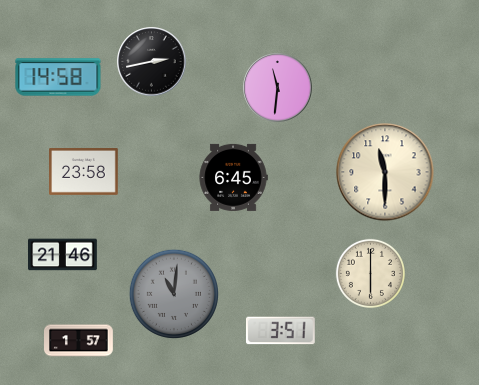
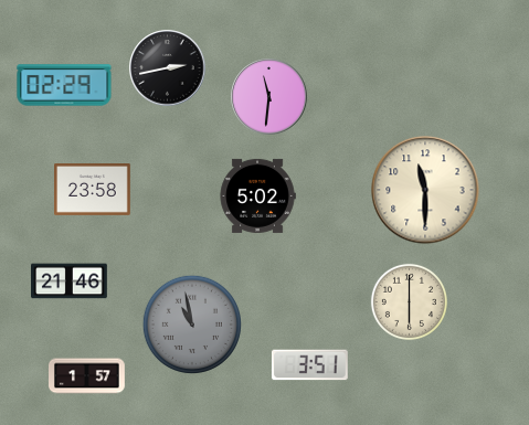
clock at (58, 77): 14:58 -> 02:29
clock at (278, 88) position: (278, 88) -> (269, 97)
clock at (233, 177): 6:45 -> 5:02
clock at (174, 294): 11:01 -> 10:58
